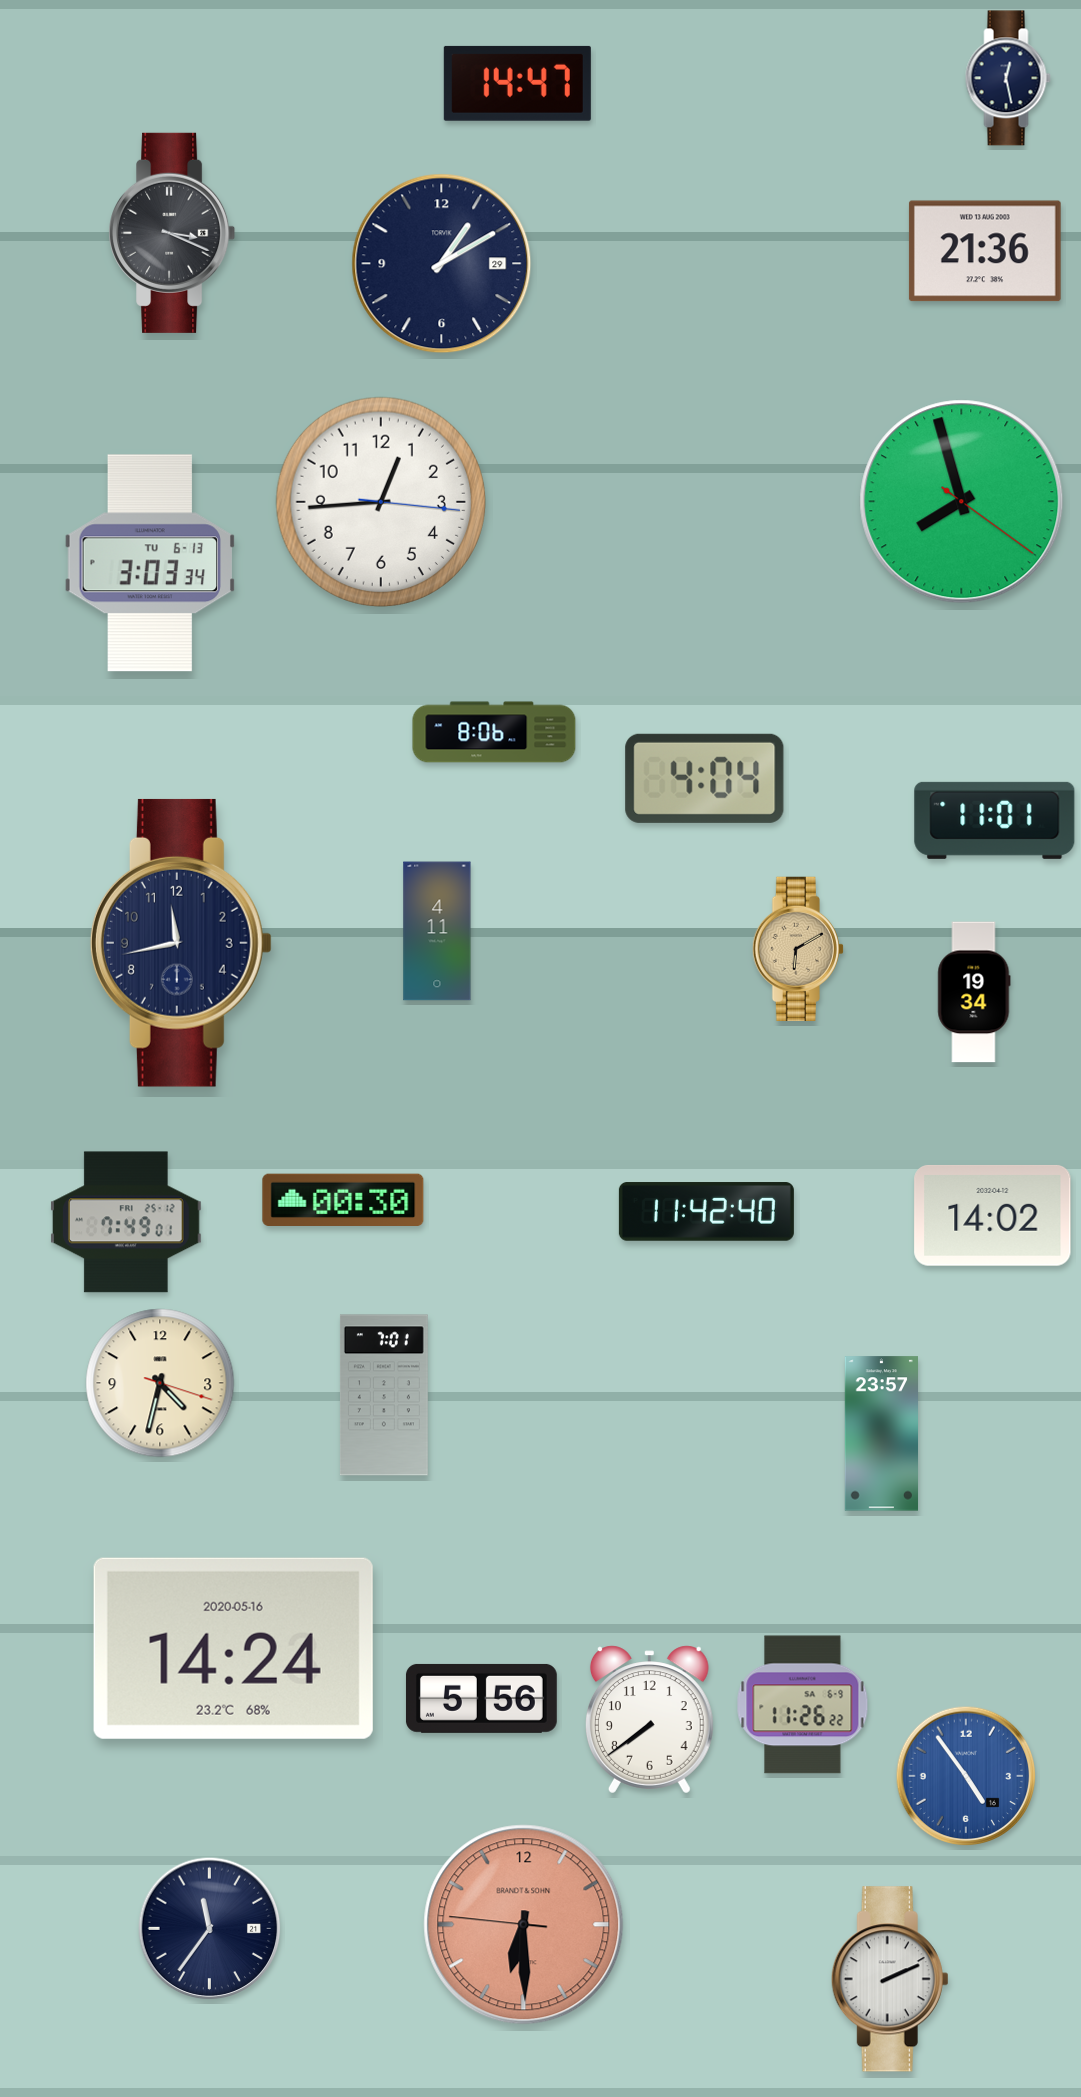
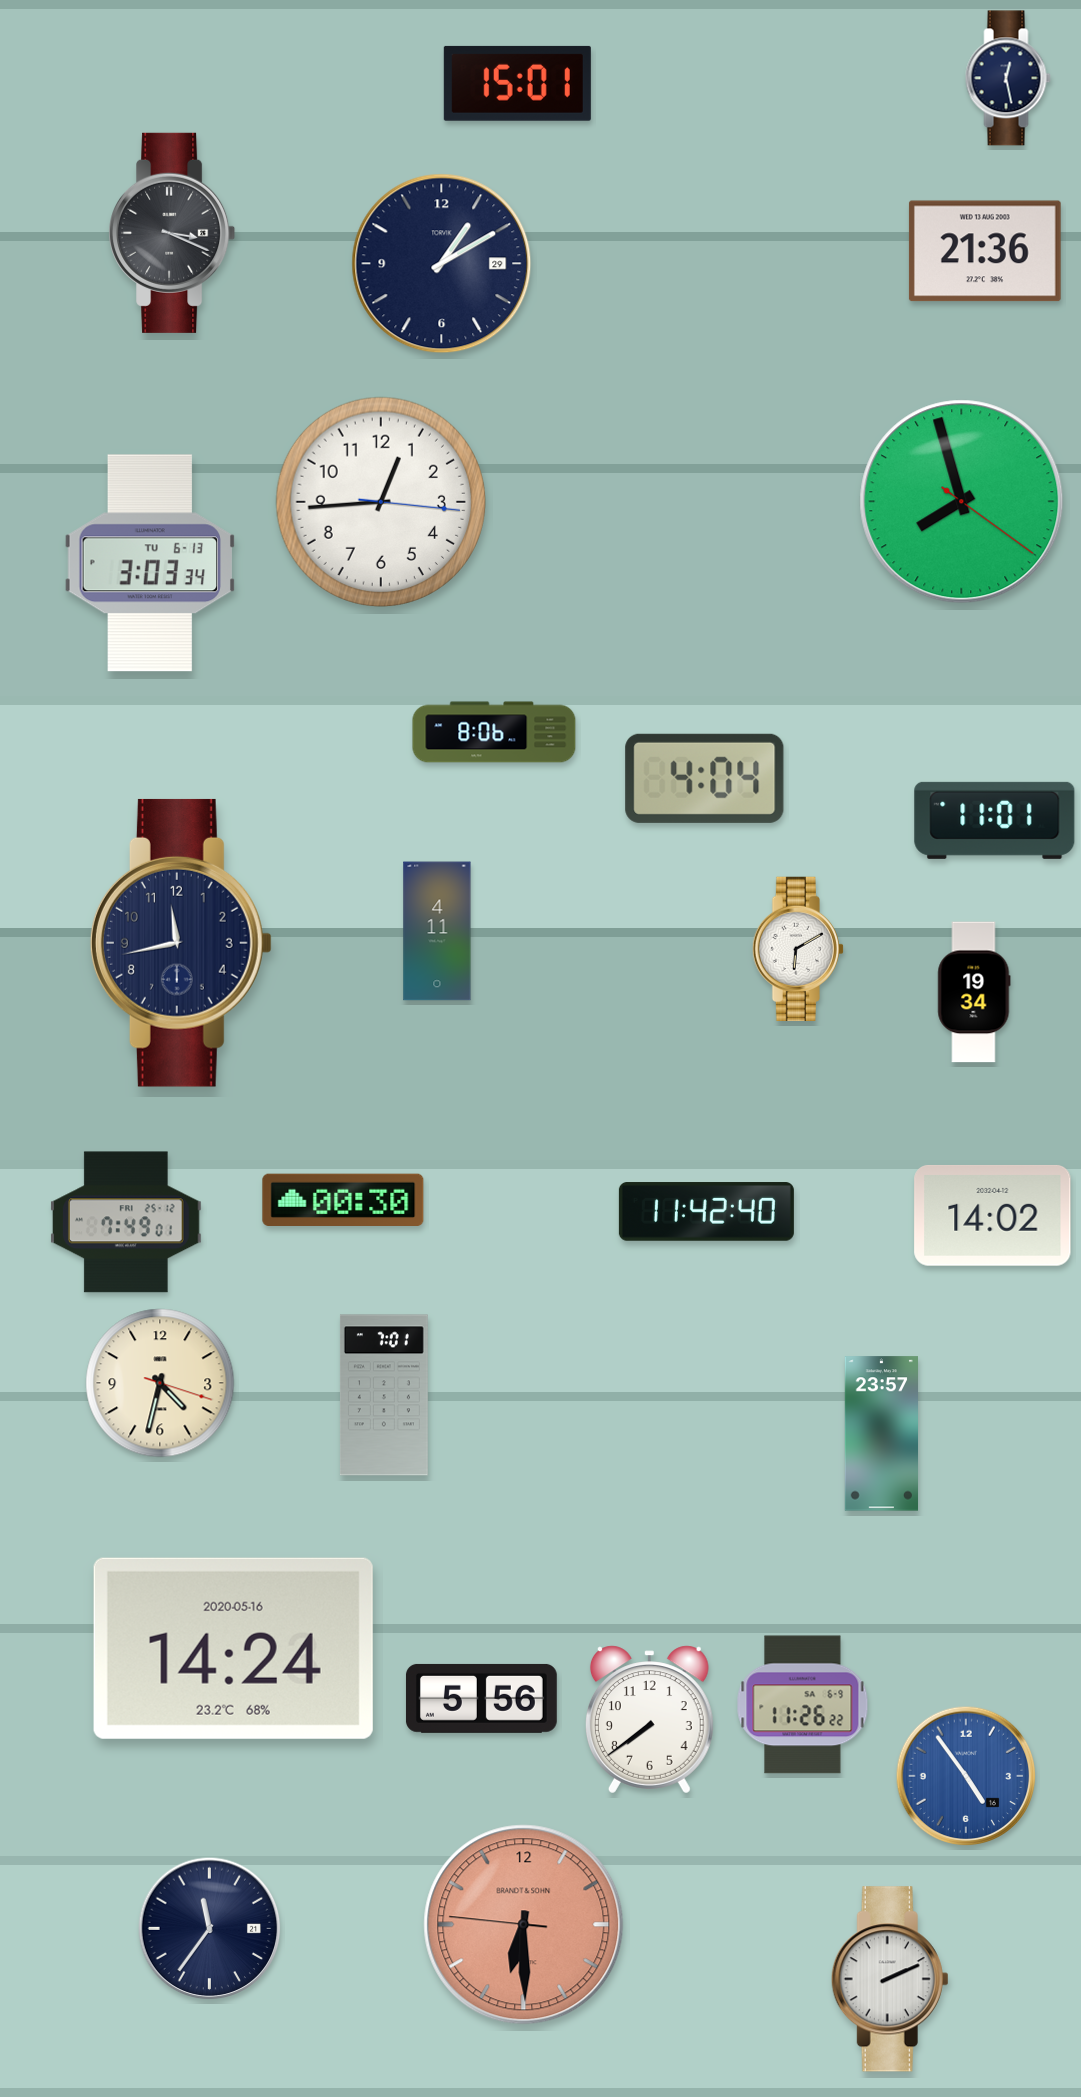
clock at (517, 83): 14:47 -> 15:01
clock at (798, 948) dial: champagne -> white
